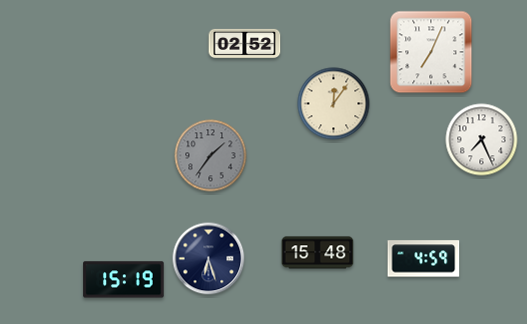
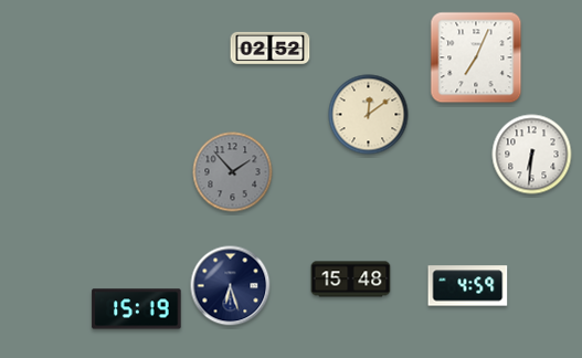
clock at (334, 104): 12:06 -> 12:09
clock at (482, 140): 7:26 -> 6:31
clock at (211, 156): 1:36 -> 1:53
